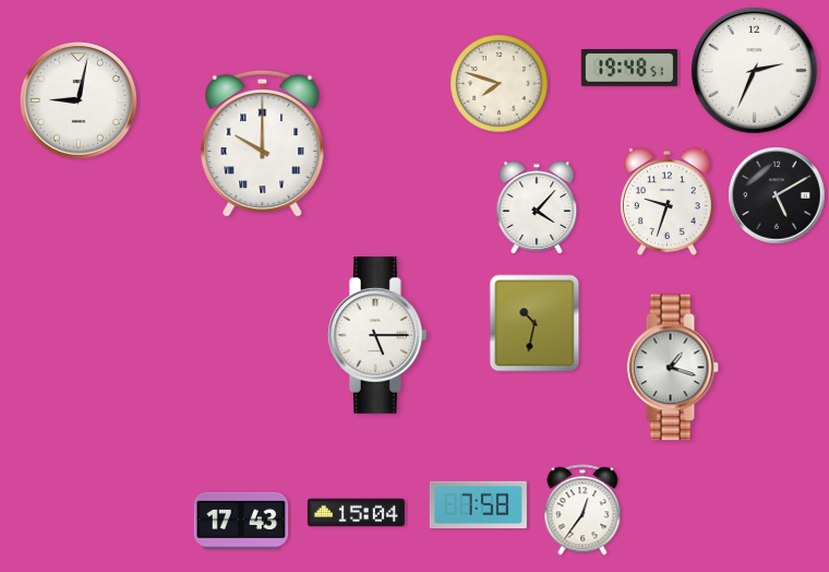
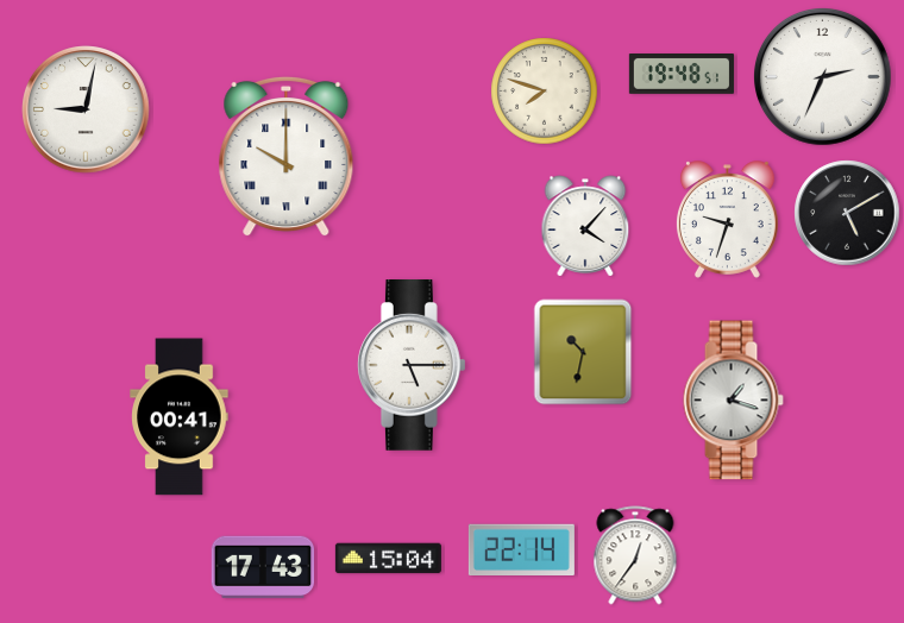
clock at (629, 69) position: (629, 69) -> (682, 75)
clock at (180, 417): none -> 00:41
clock at (478, 505): 7:58 -> 22:14
